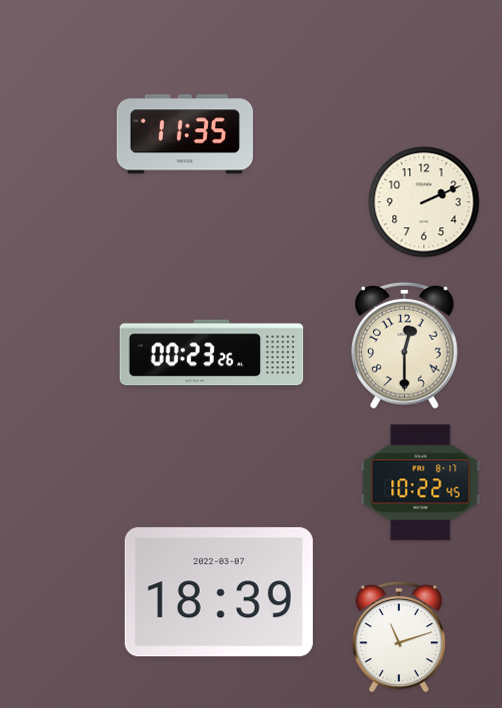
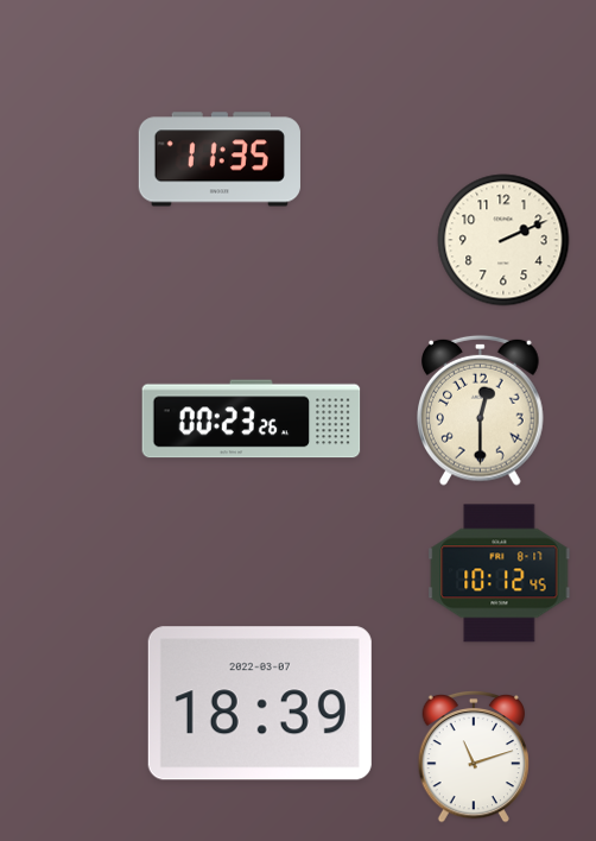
clock at (421, 483): 10:22 -> 10:12
